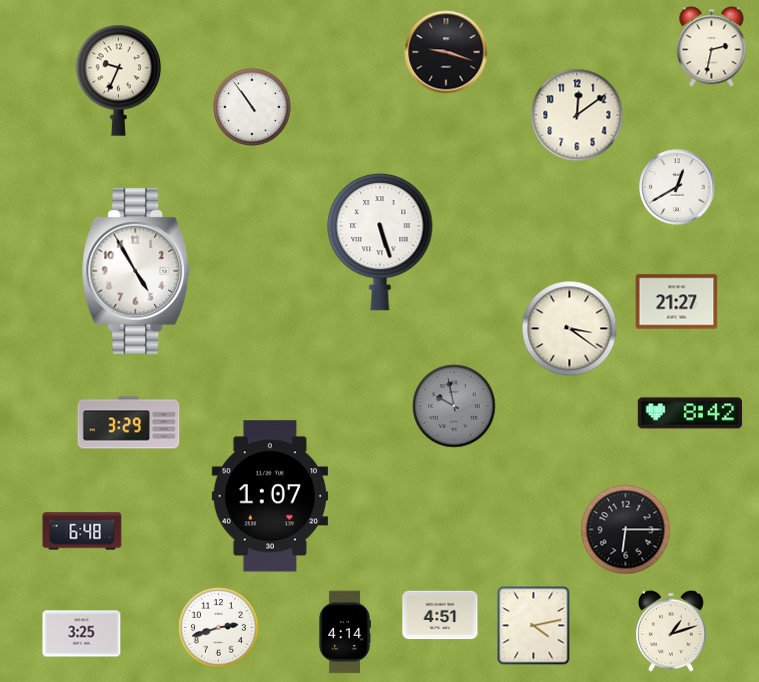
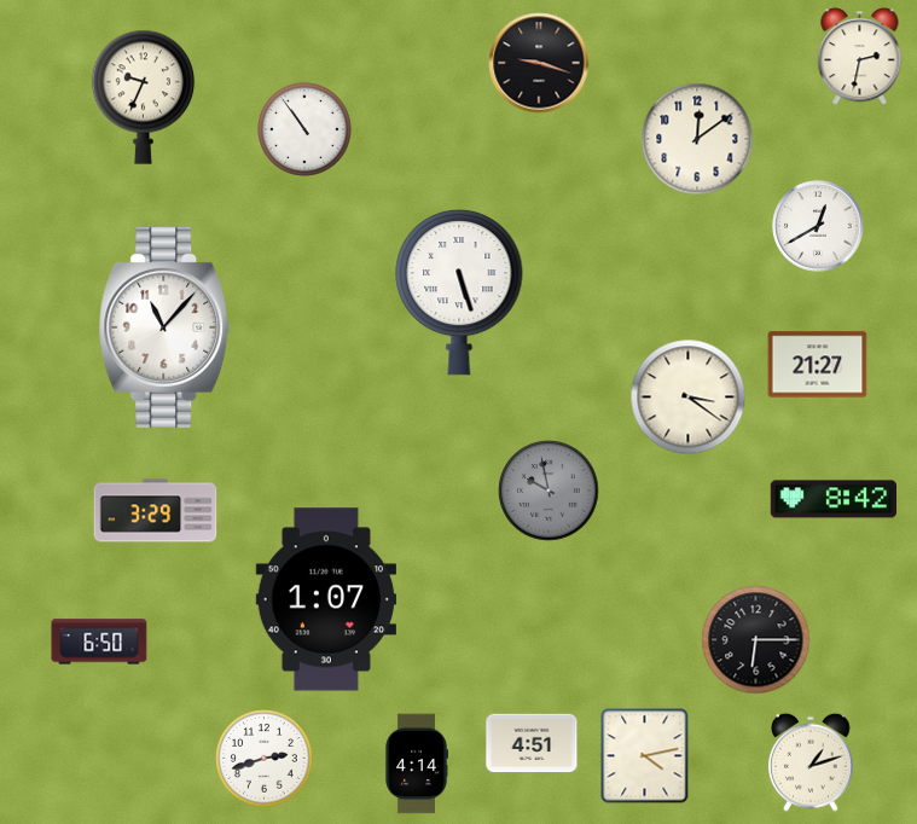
clock at (136, 271): 4:55 -> 11:07
clock at (82, 531): 6:48 -> 6:50
clock at (82, 634): 3:25 -> none
